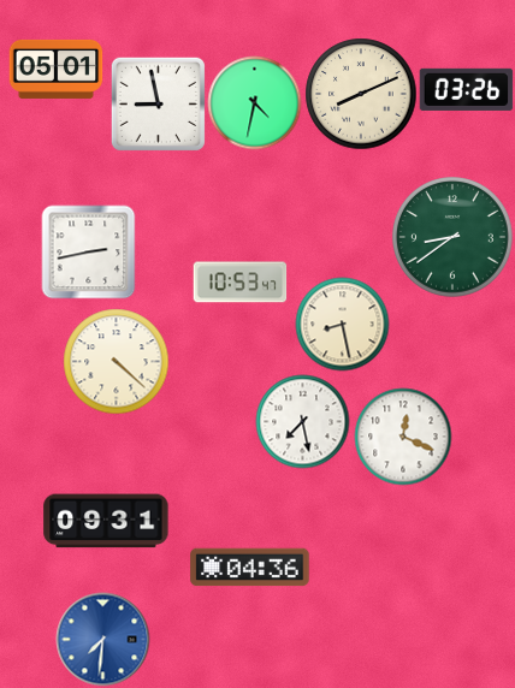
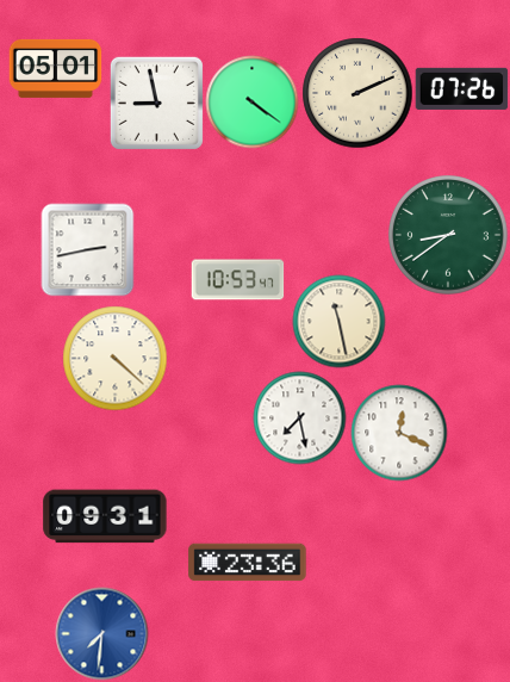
clock at (466, 89): 03:26 -> 07:26
clock at (361, 94): 8:11 -> 2:11
clock at (254, 102): 4:32 -> 4:21
clock at (342, 324): 8:28 -> 11:28
clock at (250, 568): 04:36 -> 23:36
